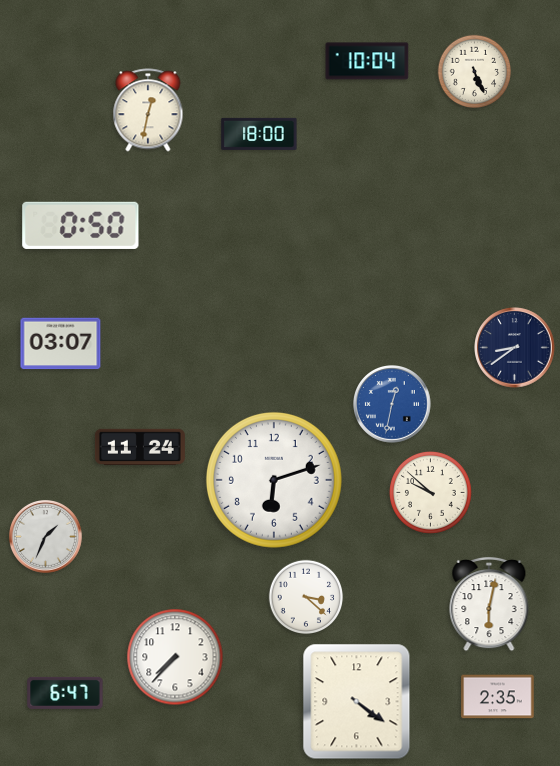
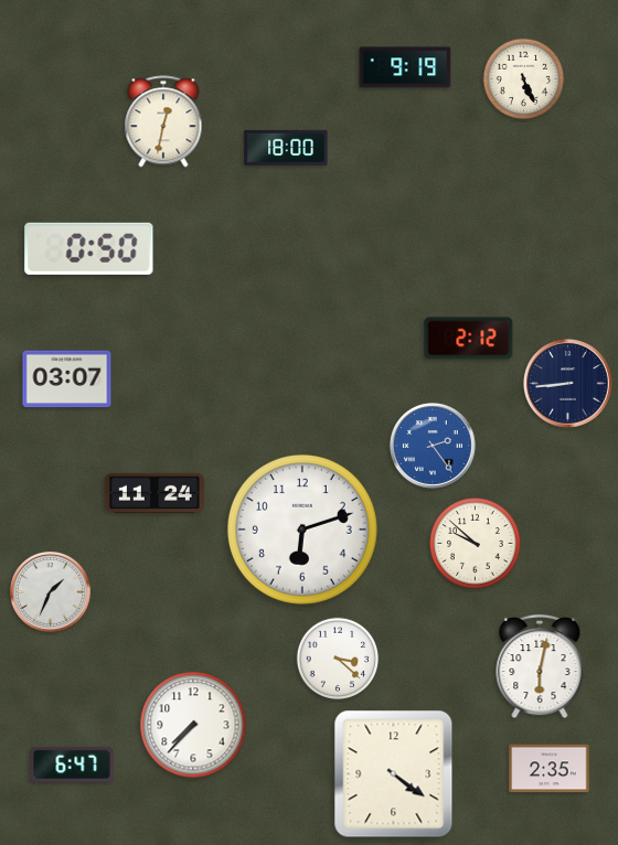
clock at (367, 61): 10:04 -> 9:19
clock at (469, 339): none -> 2:12
clock at (515, 348): 8:39 -> 8:44
clock at (393, 405): 12:32 -> 2:24
